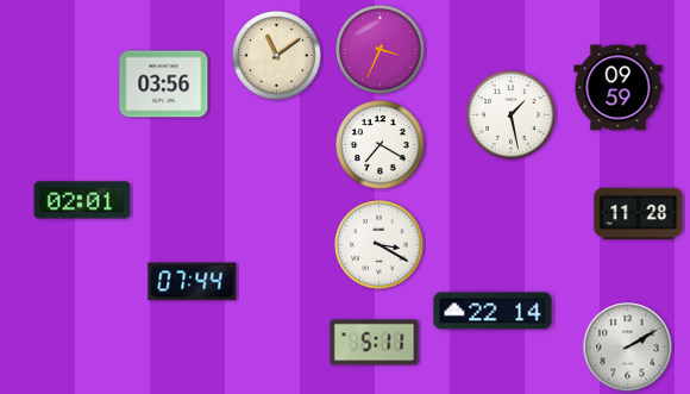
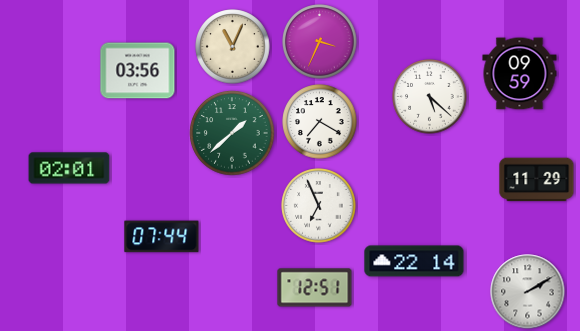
clock at (277, 56): 11:09 -> 11:04
clock at (512, 115): 1:28 -> 5:22
clock at (232, 133): none -> 1:38
clock at (639, 214): 11:28 -> 11:29
clock at (379, 245): 3:20 -> 6:56
clock at (375, 343): 5:11 -> 12:51
